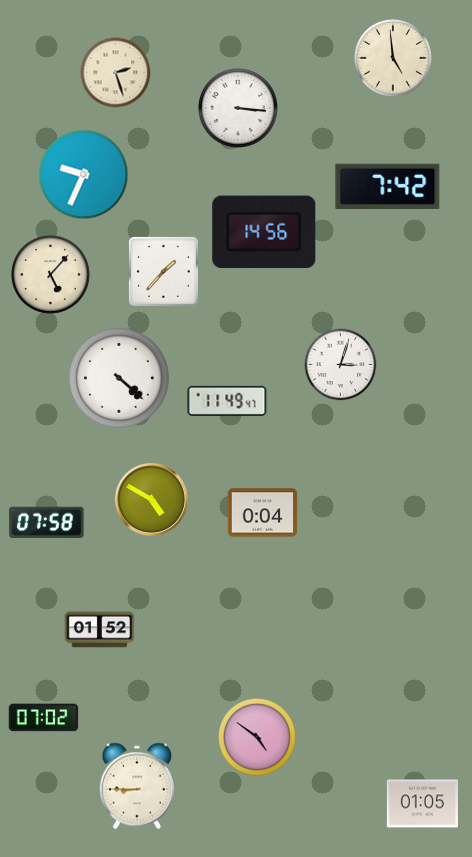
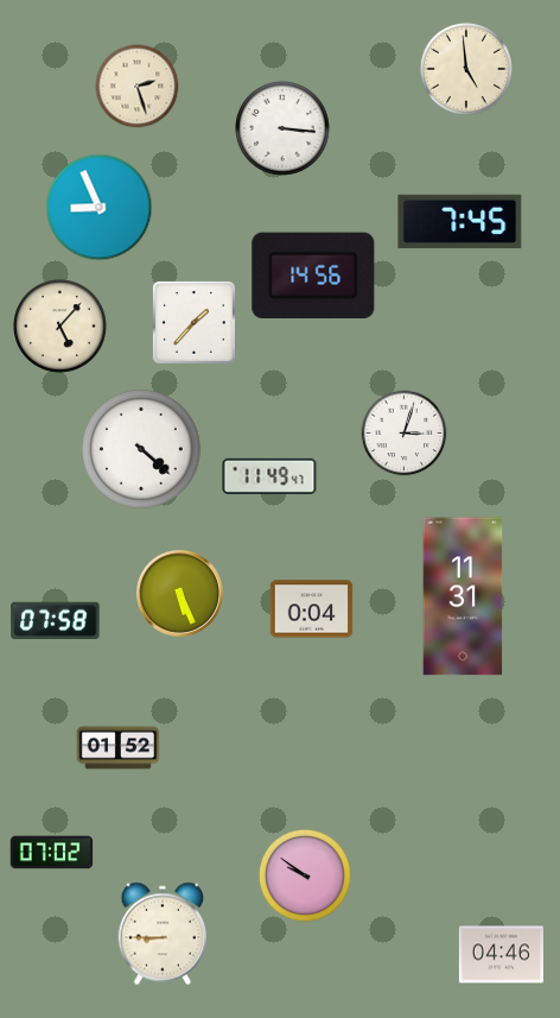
clock at (84, 175): 9:34 -> 8:56
clock at (388, 186): 7:42 -> 7:45
clock at (151, 499): 4:50 -> 5:26
clock at (463, 596): none -> 11:31
clock at (257, 737): 4:51 -> 9:51
clock at (422, 804): 01:05 -> 04:46
